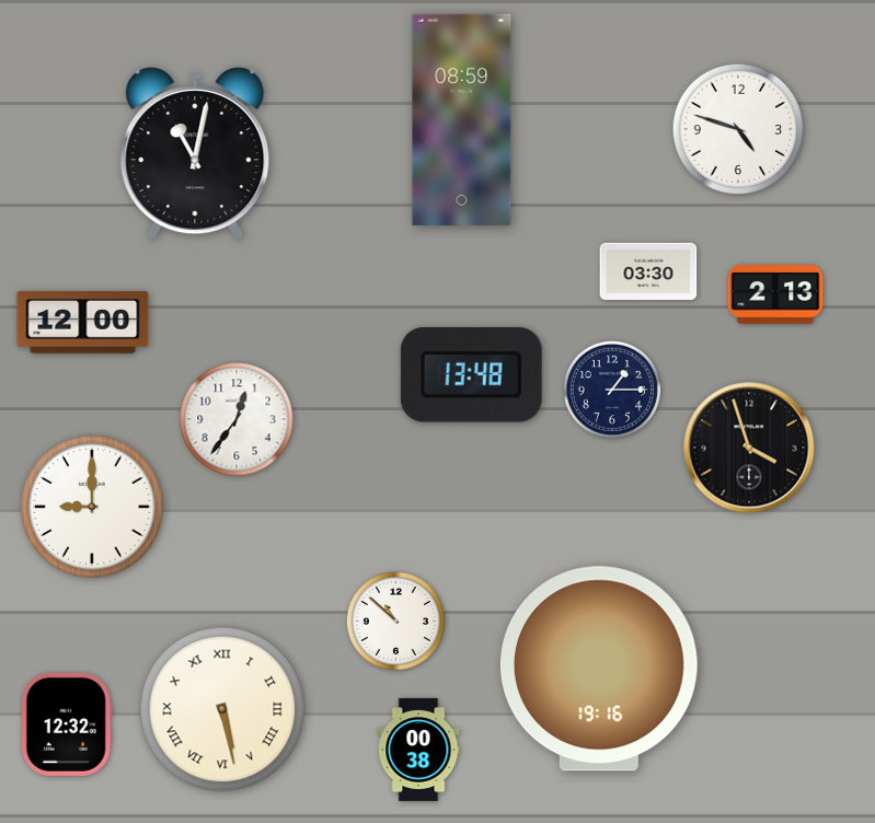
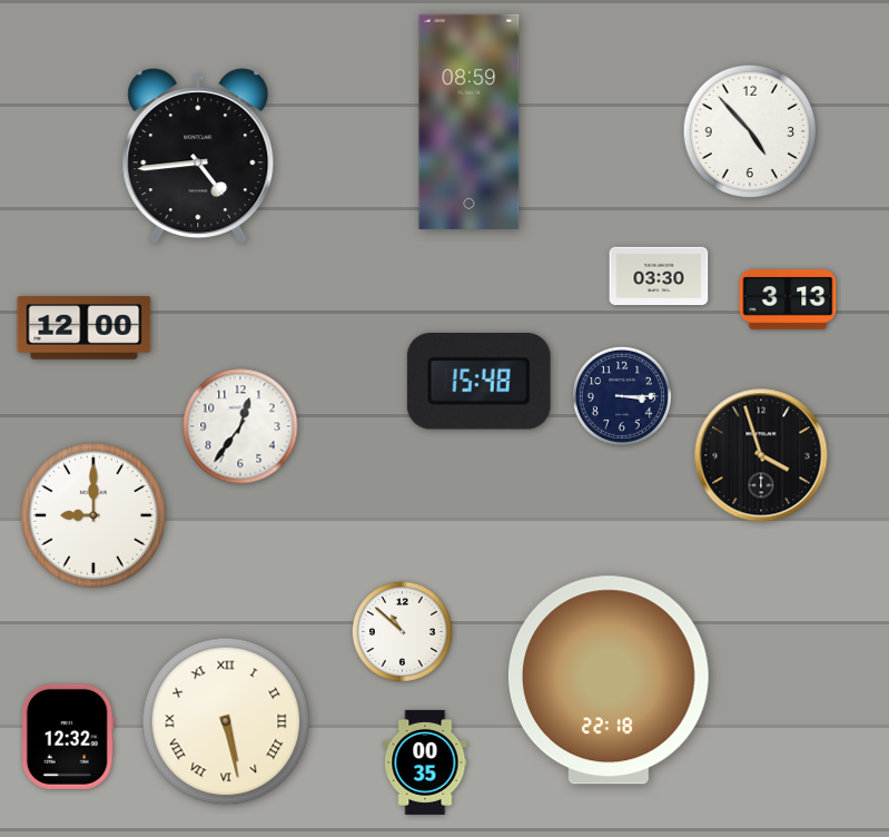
clock at (738, 129): 4:48 -> 4:53
clock at (195, 153): 11:02 -> 4:44
clock at (775, 294): 2:13 -> 3:13
clock at (471, 375): 13:48 -> 15:48
clock at (612, 390): 1:15 -> 3:15
clock at (599, 669): 19:16 -> 22:18
clock at (418, 750): 00:38 -> 00:35
